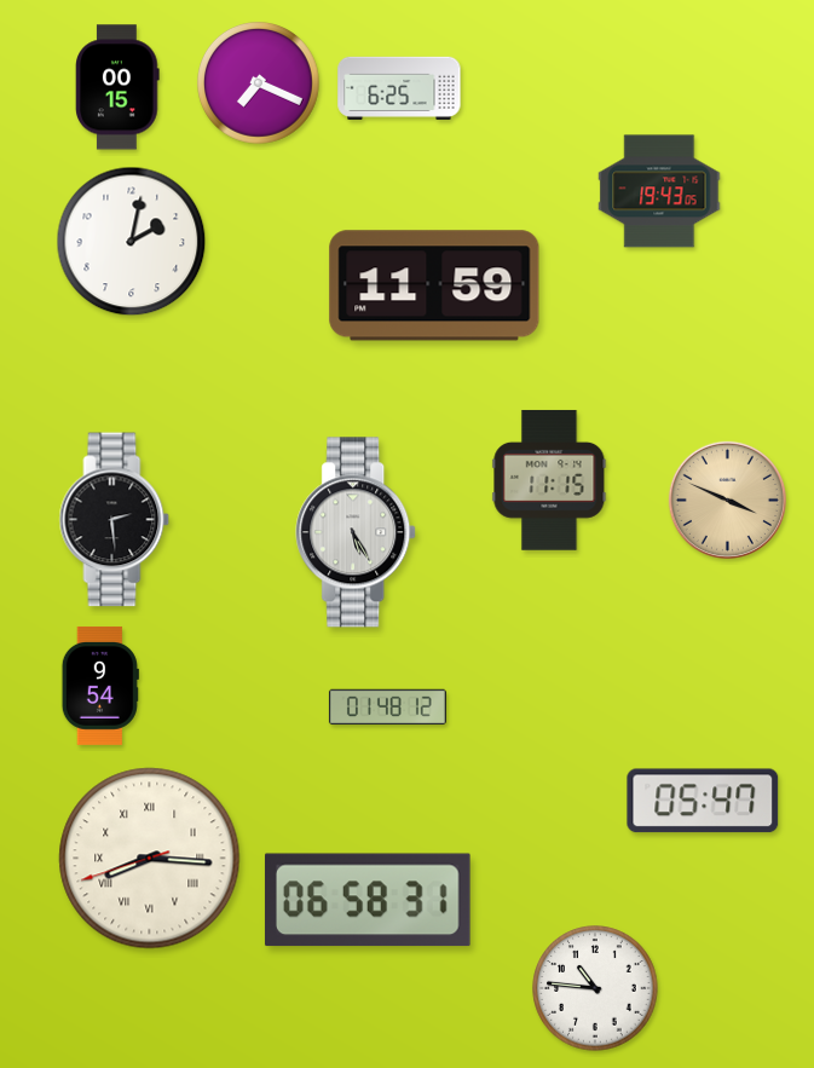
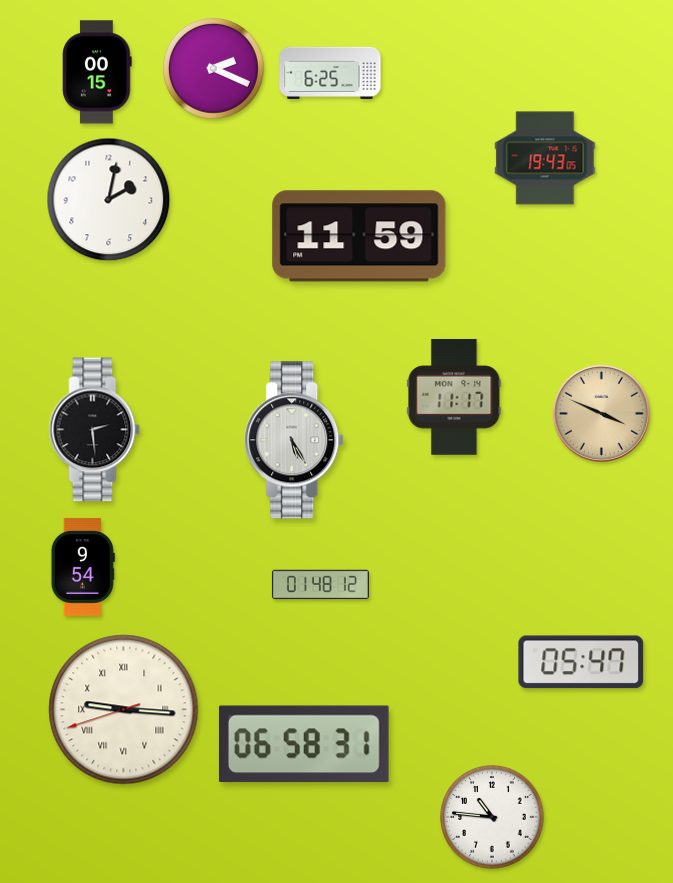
clock at (259, 83): 7:19 -> 2:19
clock at (549, 480): 11:15 -> 11:17
clock at (150, 859): 8:15 -> 9:15
